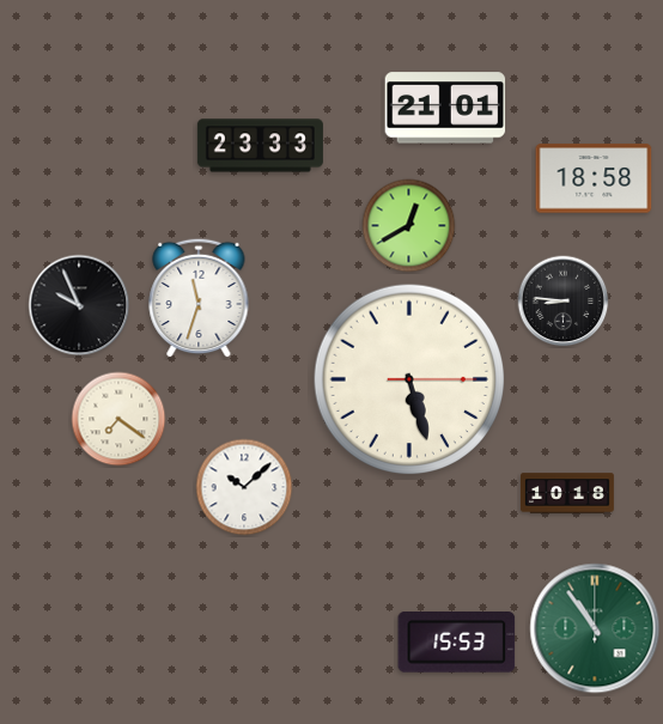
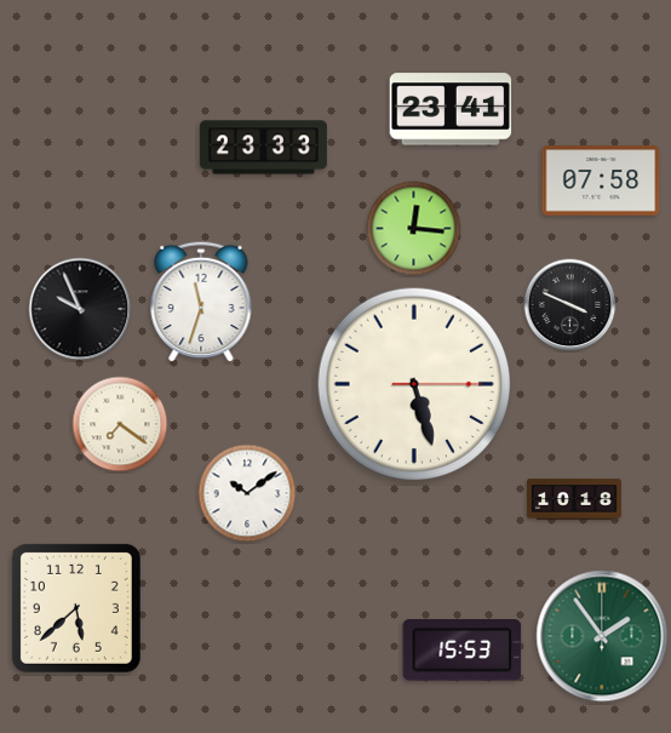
clock at (445, 108): 21:01 -> 23:41
clock at (594, 178): 18:58 -> 07:58
clock at (409, 226): 12:40 -> 12:16
clock at (564, 302): 8:46 -> 3:49
clock at (244, 487): 10:08 -> 10:09
clock at (76, 608): none -> 5:38
clock at (595, 628): 10:54 -> 1:54
